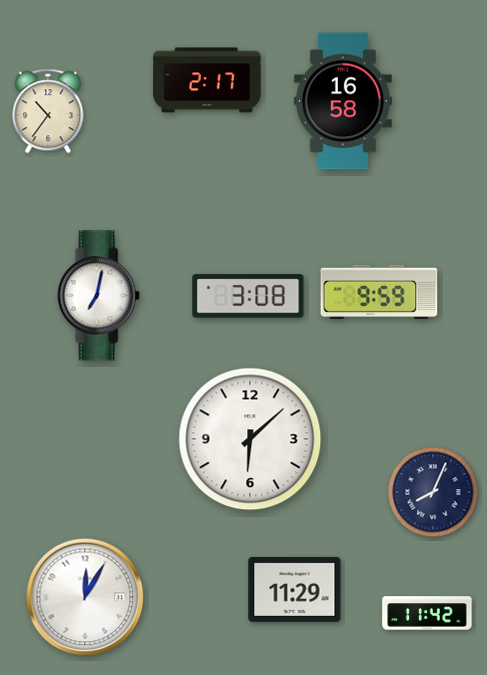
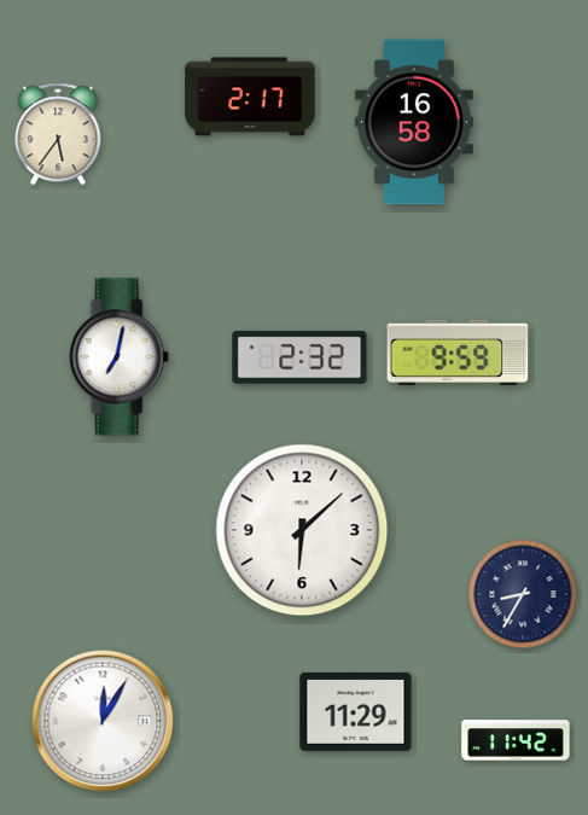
clock at (48, 111): 10:36 -> 5:36
clock at (248, 296): 3:08 -> 2:32
clock at (433, 492): 8:04 -> 8:35
